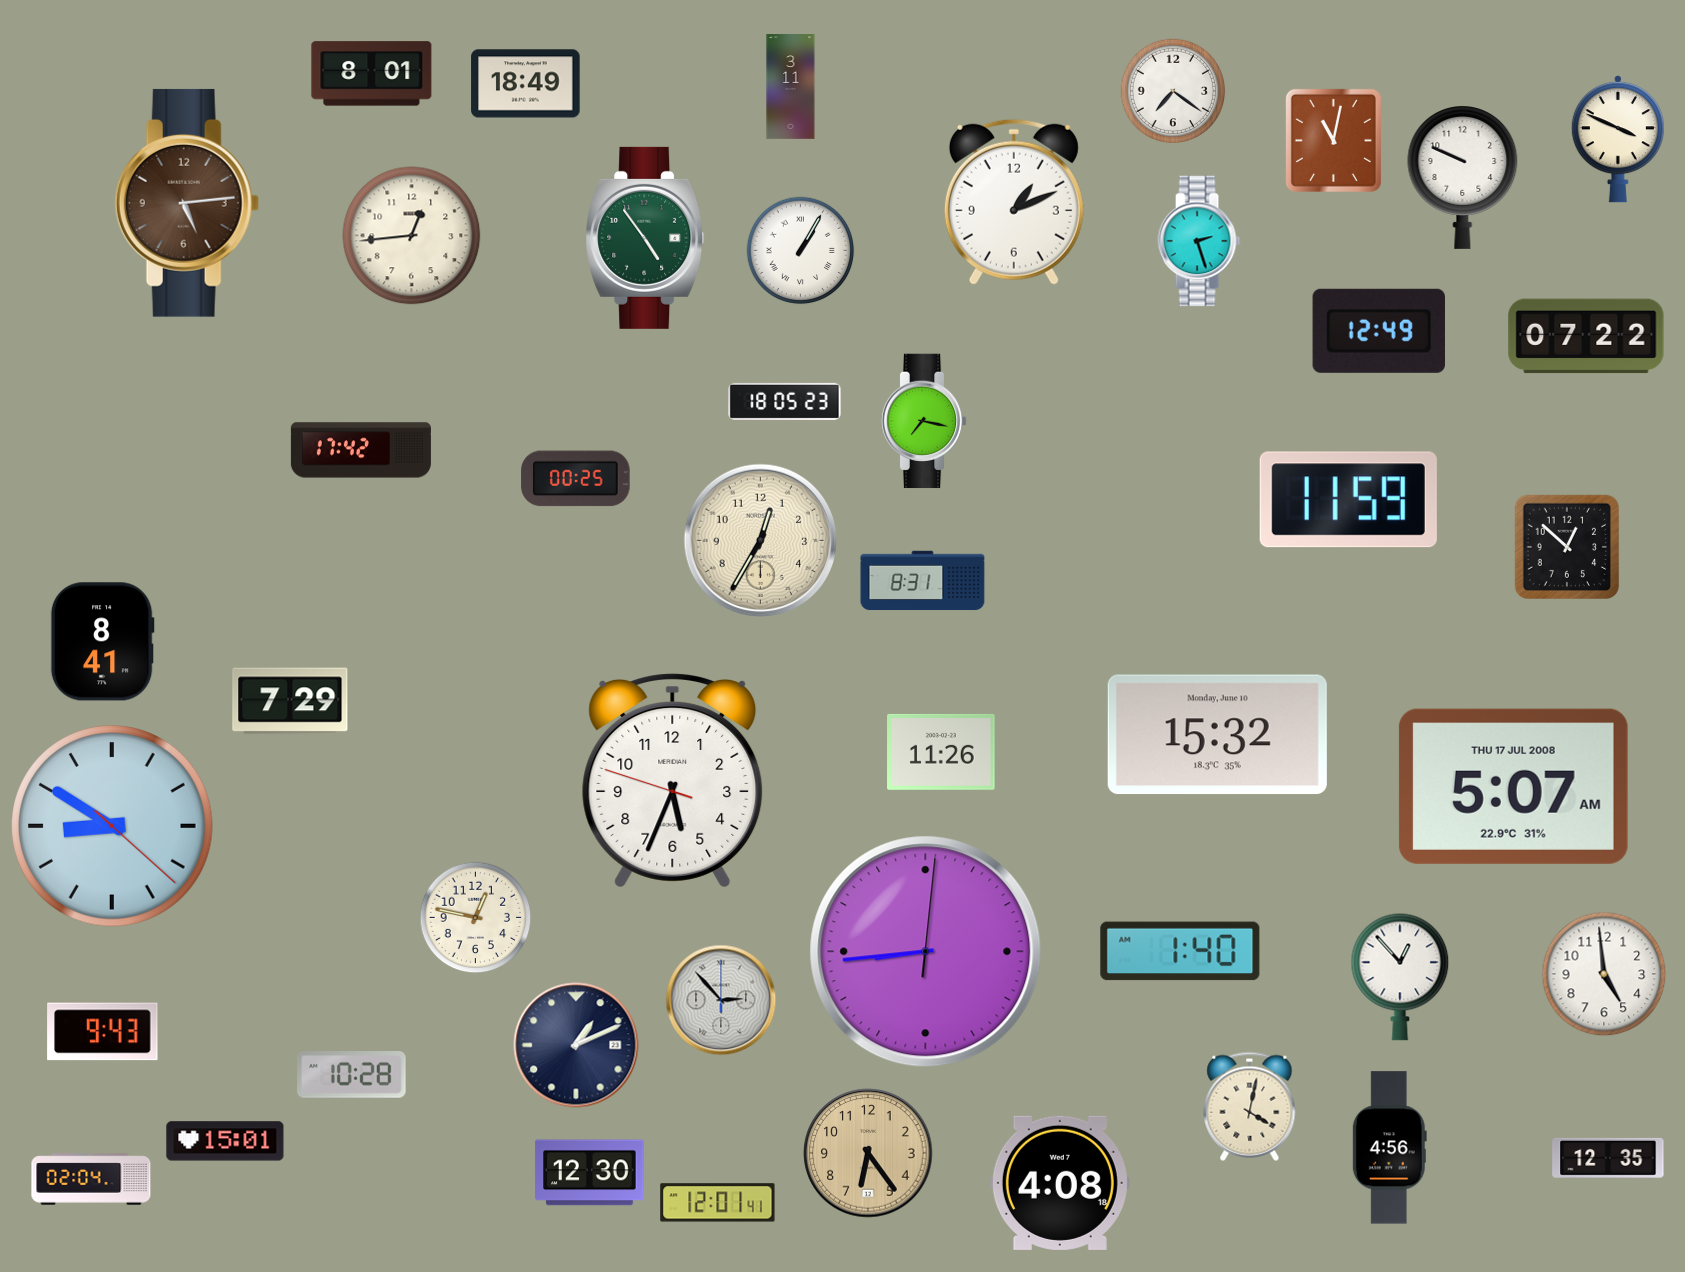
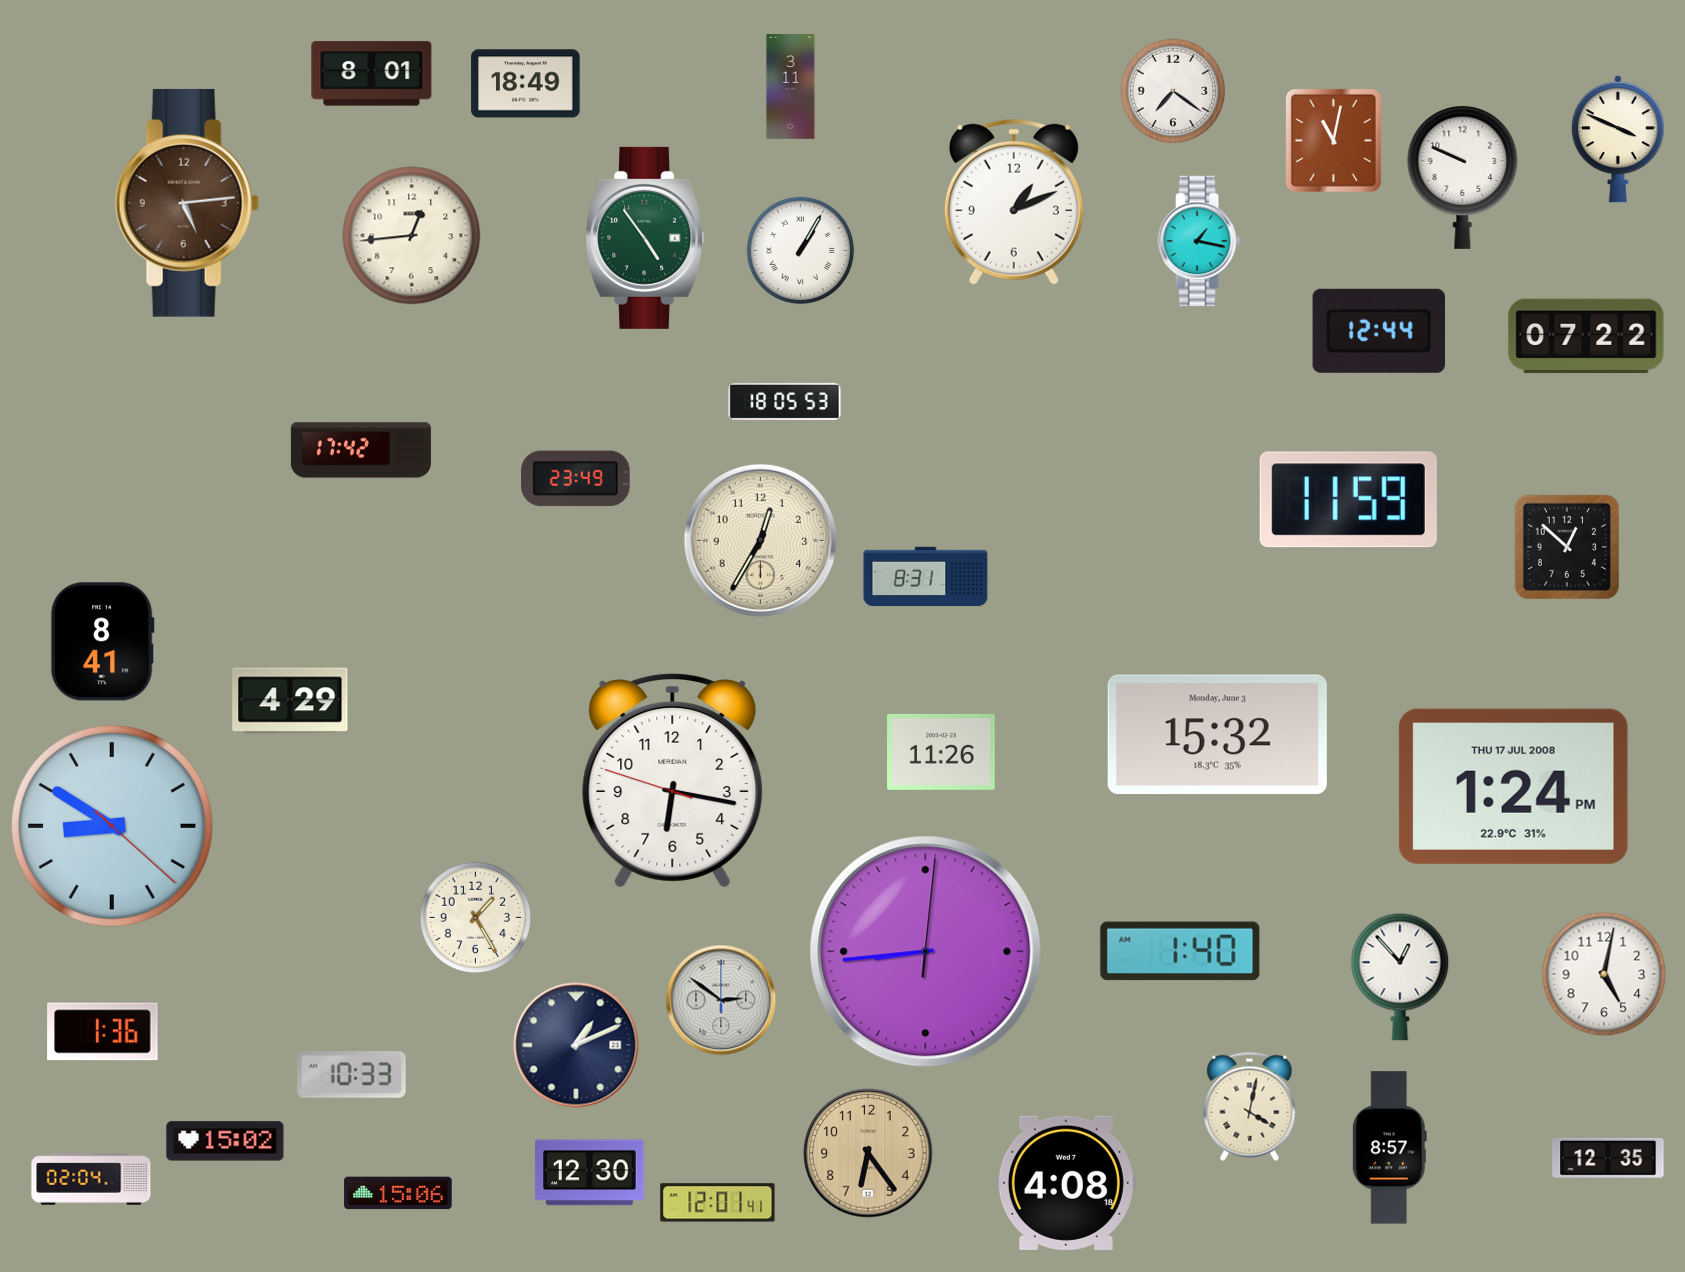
clock at (1199, 241): 2:27 -> 1:17
clock at (1379, 331): 12:49 -> 12:44
clock at (785, 401): 18:05:23 -> 18:05:53
clock at (924, 421): 7:17 -> none
clock at (576, 479): 00:25 -> 23:49
clock at (923, 581) position: (923, 581) -> (926, 577)
clock at (290, 701): 7:29 -> 4:29
clock at (1217, 735) date: Monday, June 10 -> Monday, June 3
clock at (673, 781): 5:33 -> 6:16
clock at (1513, 786): 5:07 -> 1:24
clock at (476, 918): 12:47 -> 1:25
clock at (1604, 974): 4:59 -> 5:02
clock at (721, 1000): 2:53 -> 2:51
clock at (103, 1032): 9:43 -> 1:36
clock at (352, 1075): 10:28 -> 10:33
clock at (225, 1141): 15:01 -> 15:02
clock at (1389, 1148): 4:56 -> 8:57
clock at (1060, 1183) position: (1060, 1183) -> (1066, 1183)
clock at (398, 1193): none -> 15:06
